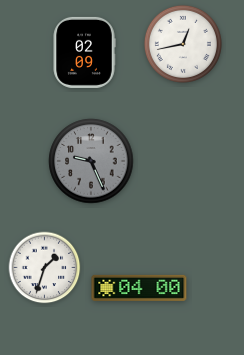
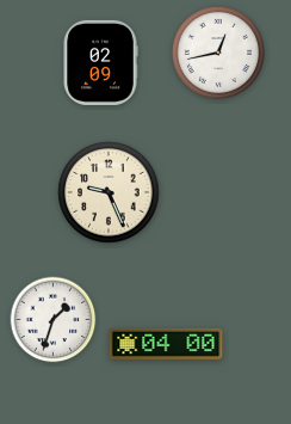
clock at (91, 161) dial: grey -> cream
